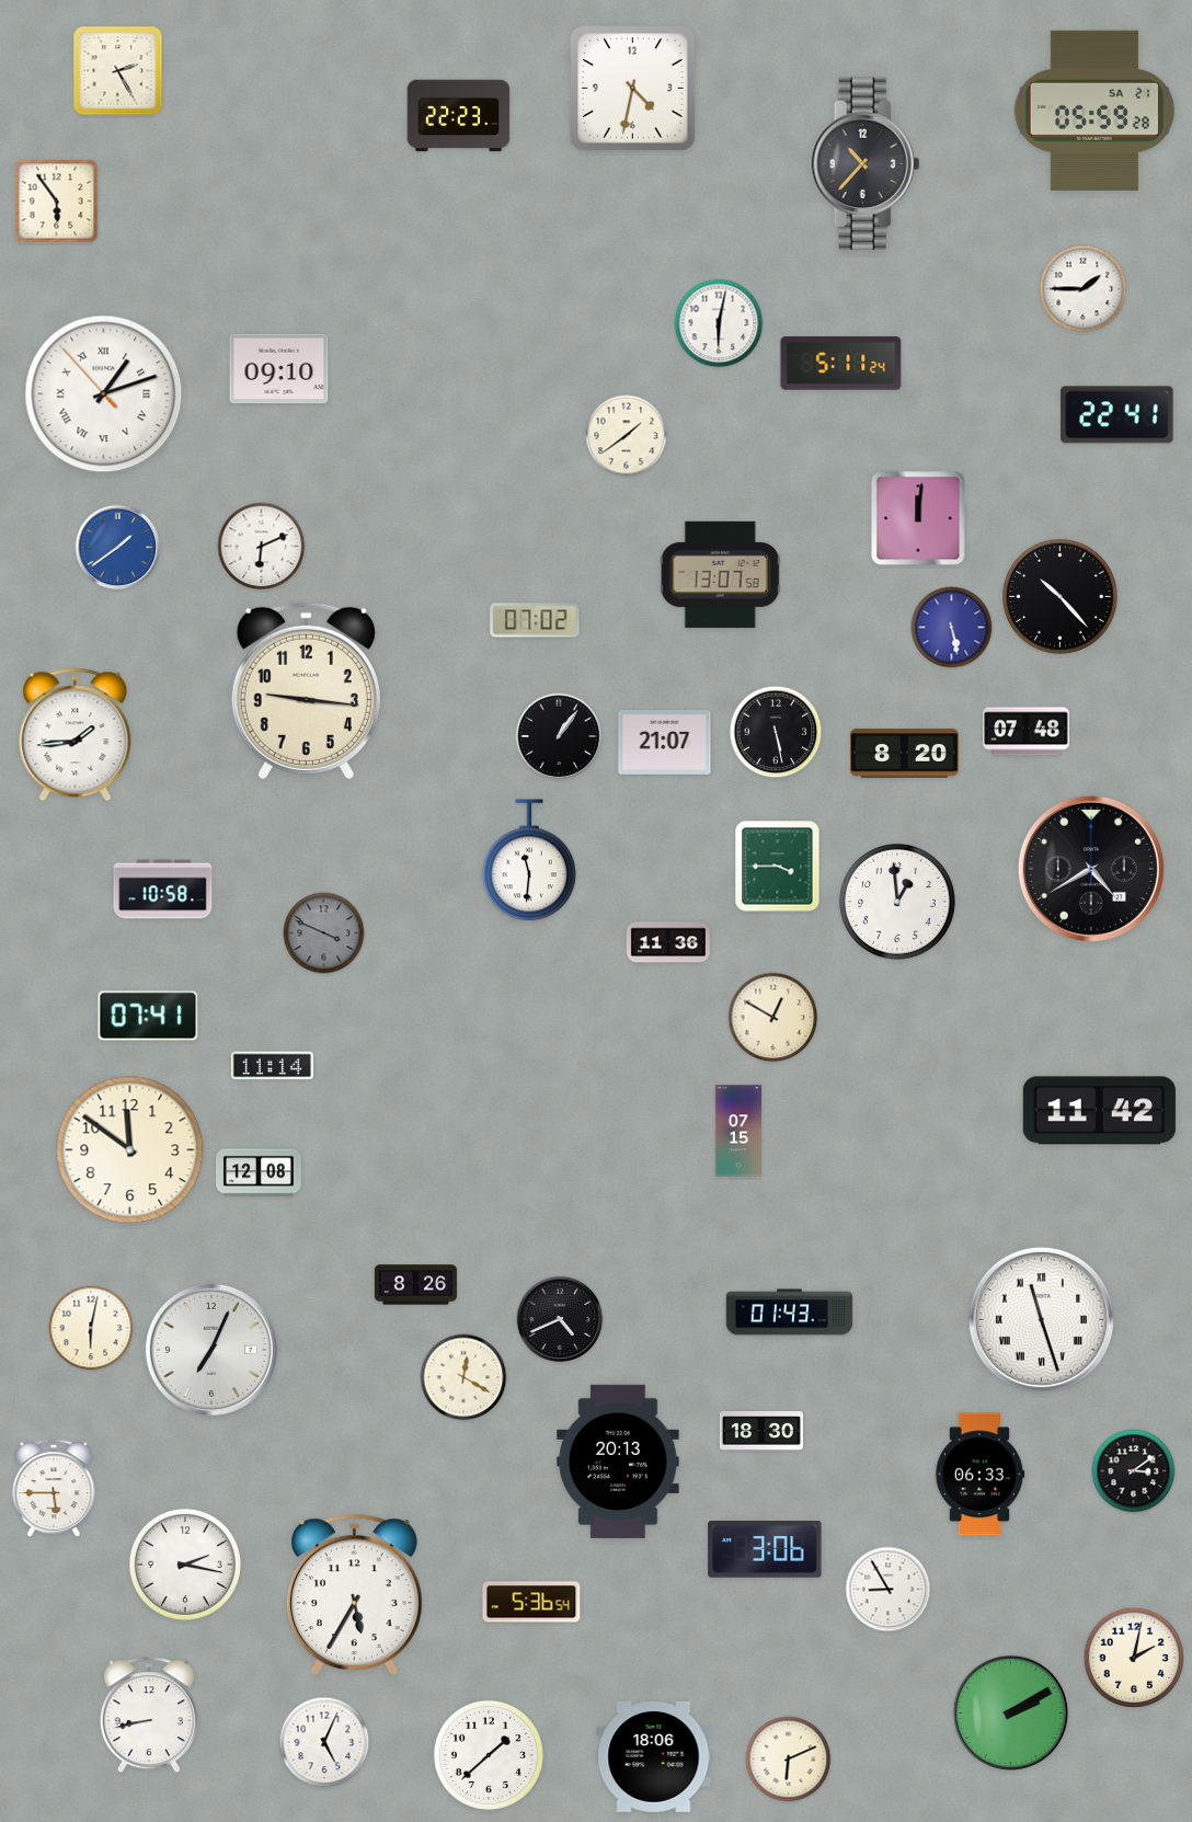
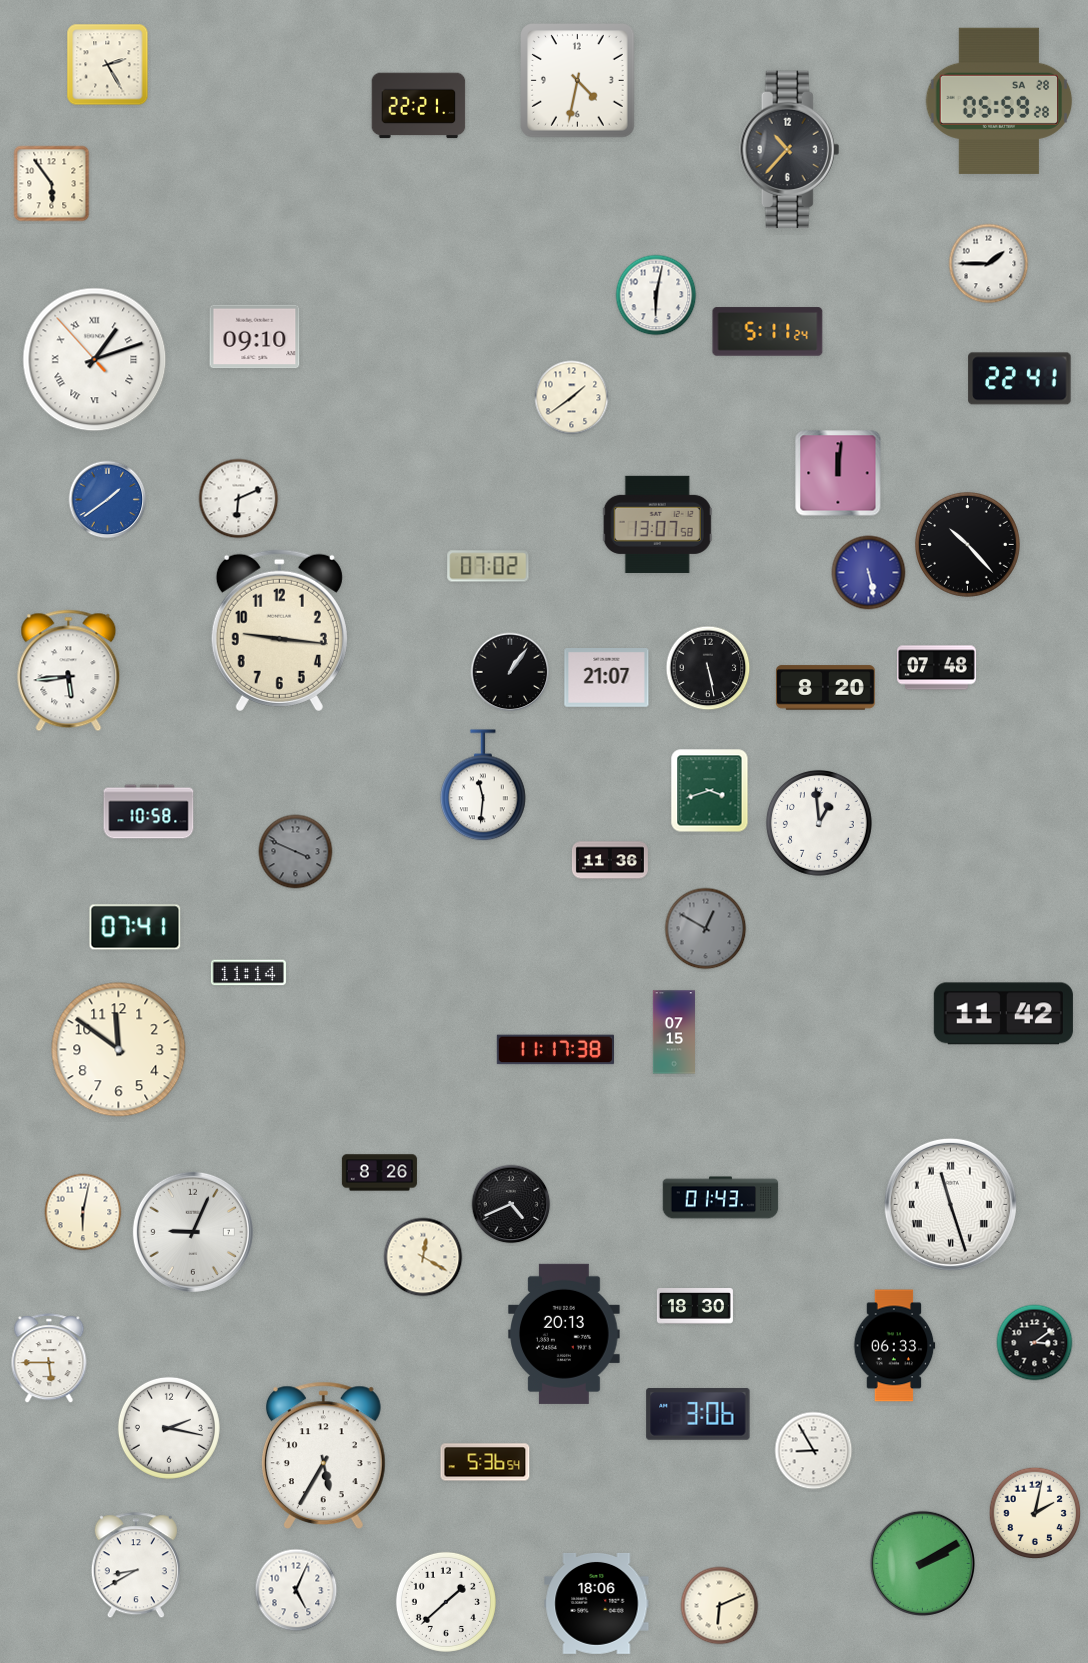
clock at (1094, 111) date: SA 21 -> SA 28
clock at (459, 116): 22:23 -> 22:21
clock at (76, 735): 1:44 -> 5:44
clock at (778, 867): 3:45 -> 3:42
clock at (1091, 869): 4:40 -> none
clock at (773, 1018) dial: cream -> grey
clock at (555, 1050): none -> 11:17
clock at (259, 1172): 12:08 -> none
clock at (211, 1350): 7:04 -> 9:04
clock at (889, 1590) position: (889, 1590) -> (814, 1451)
clock at (149, 1716): 8:43 -> 8:40
